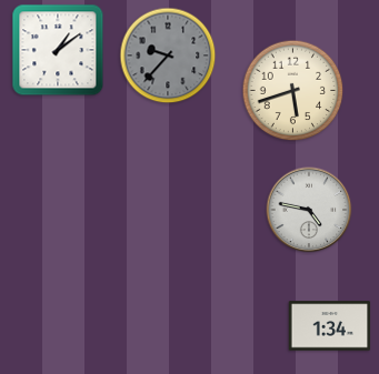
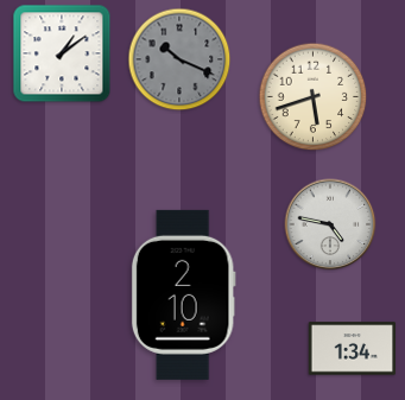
clock at (168, 55): 9:37 -> 10:19
clock at (183, 294): none -> 2:10
